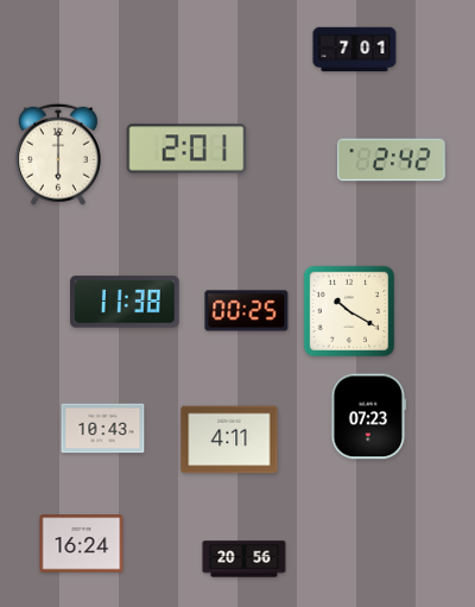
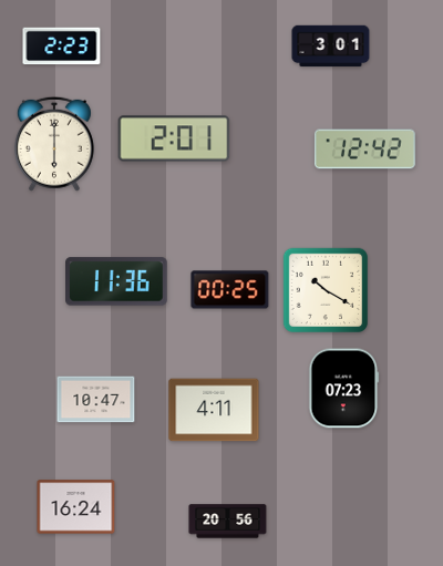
clock at (62, 47): none -> 2:23
clock at (355, 50): 7:01 -> 3:01
clock at (391, 160): 2:42 -> 12:42
clock at (126, 302): 11:38 -> 11:36
clock at (103, 429): 10:43 -> 10:47
